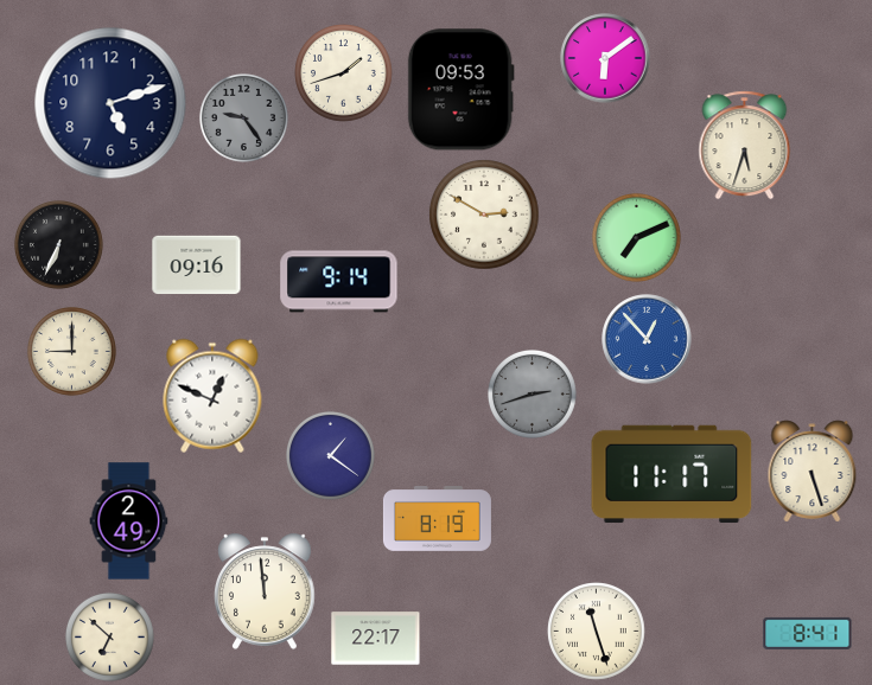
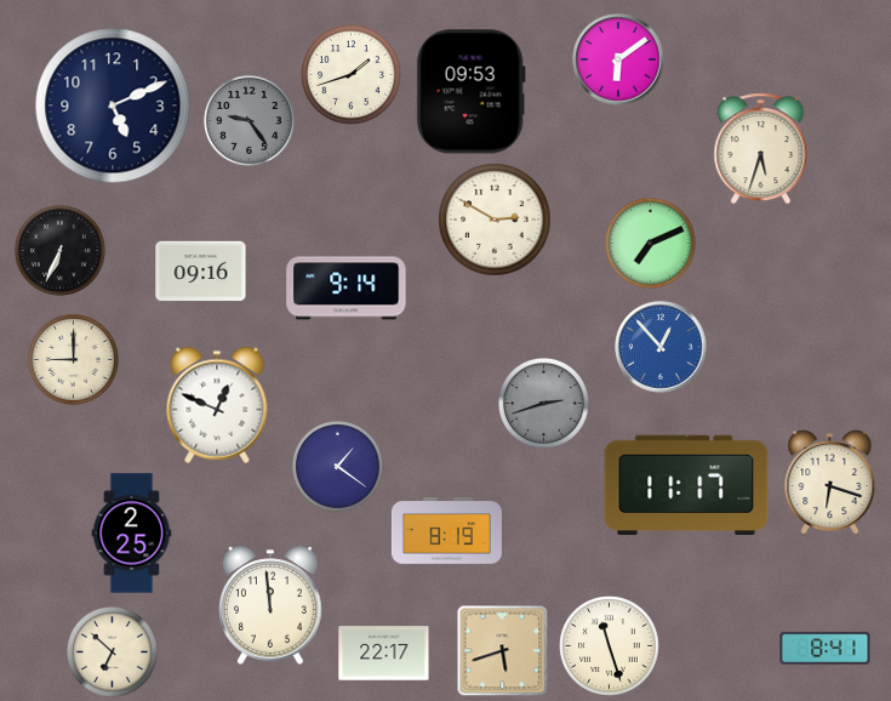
clock at (110, 103): 5:12 -> 5:11
clock at (813, 472): 5:27 -> 6:18
clock at (129, 521): 2:49 -> 2:25
clock at (503, 651): none -> 5:42
